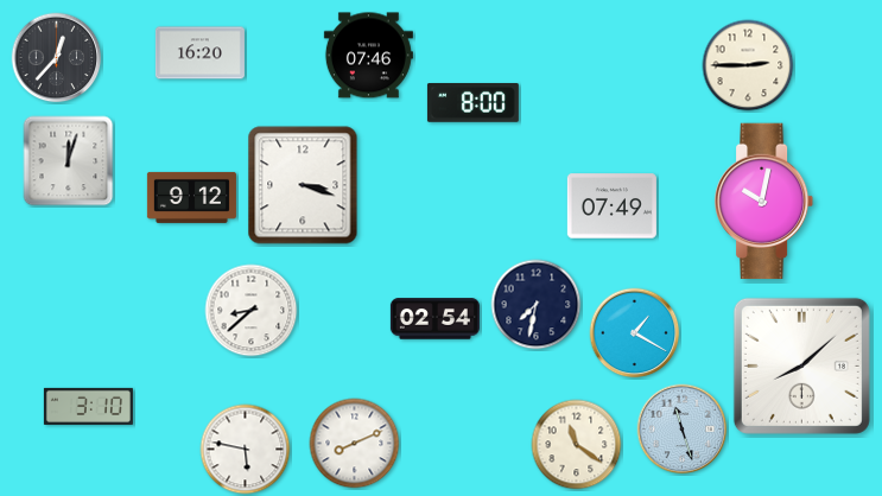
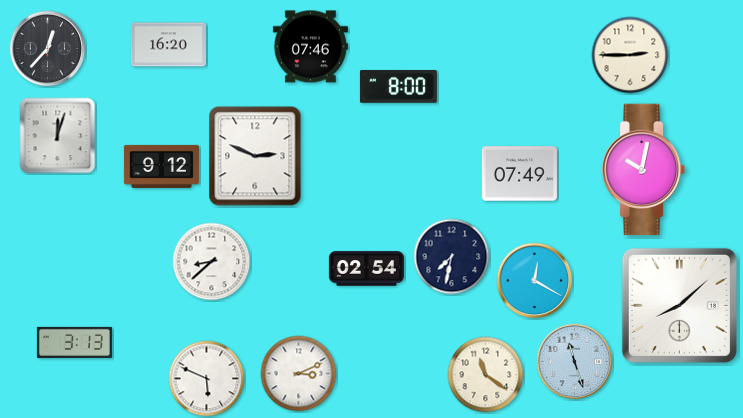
clock at (303, 185): 3:18 -> 2:49
clock at (611, 206) position: (611, 206) -> (519, 174)
clock at (635, 333): 1:20 -> 12:20
clock at (801, 365) position: (801, 365) -> (679, 305)
clock at (88, 406): 3:10 -> 3:13
clock at (355, 444): 8:11 -> 3:11
clock at (246, 450): 5:47 -> 5:49
